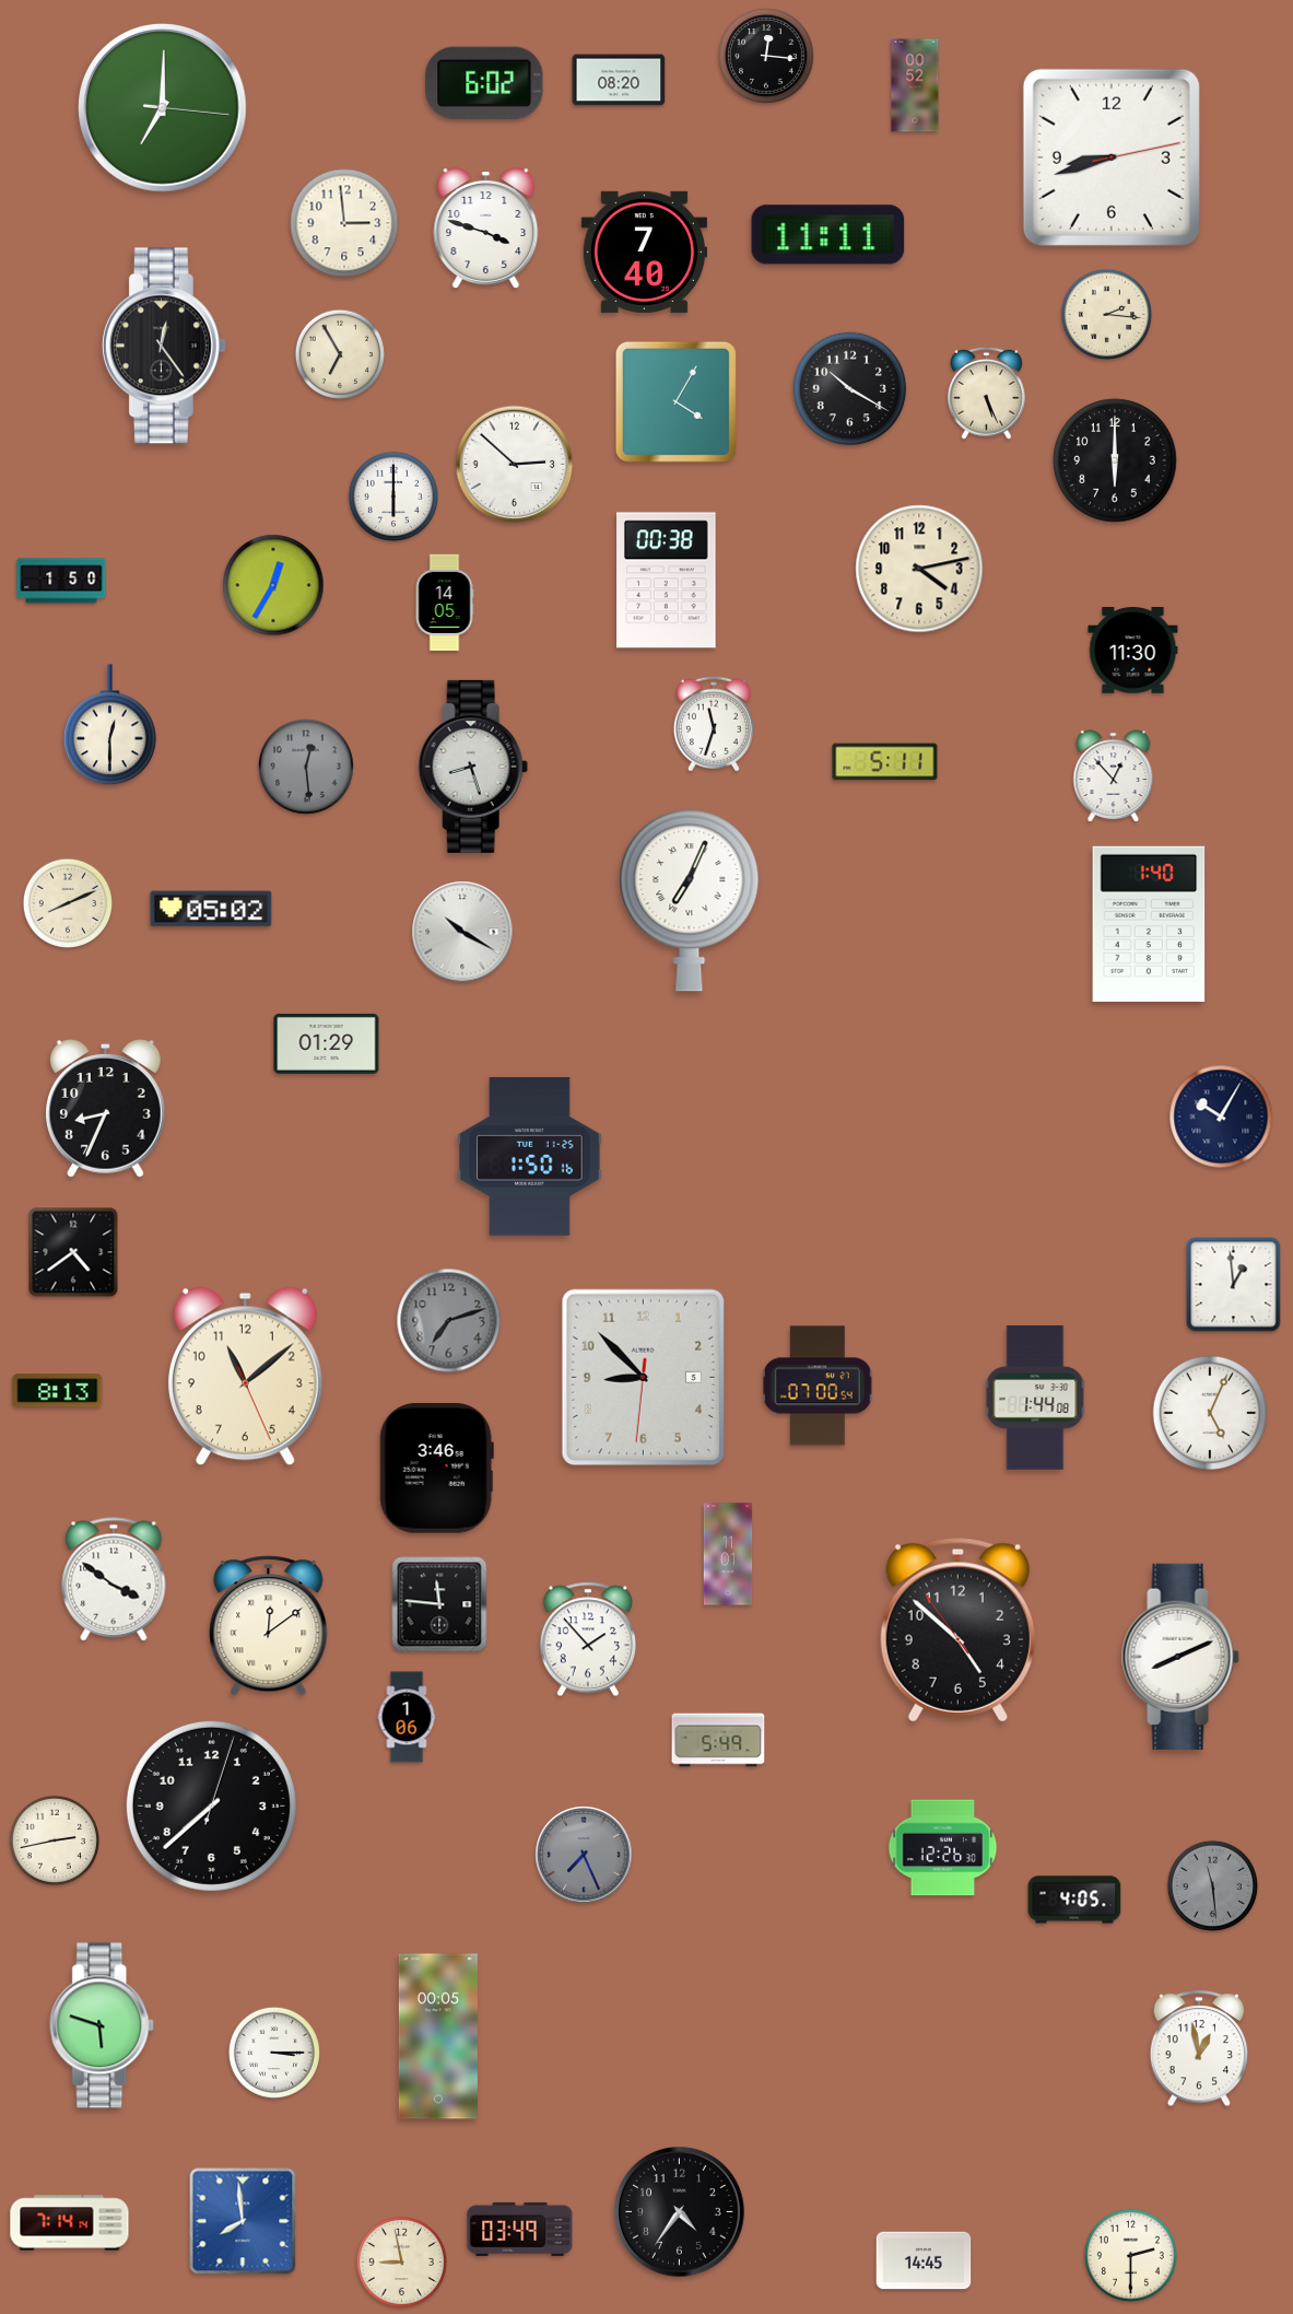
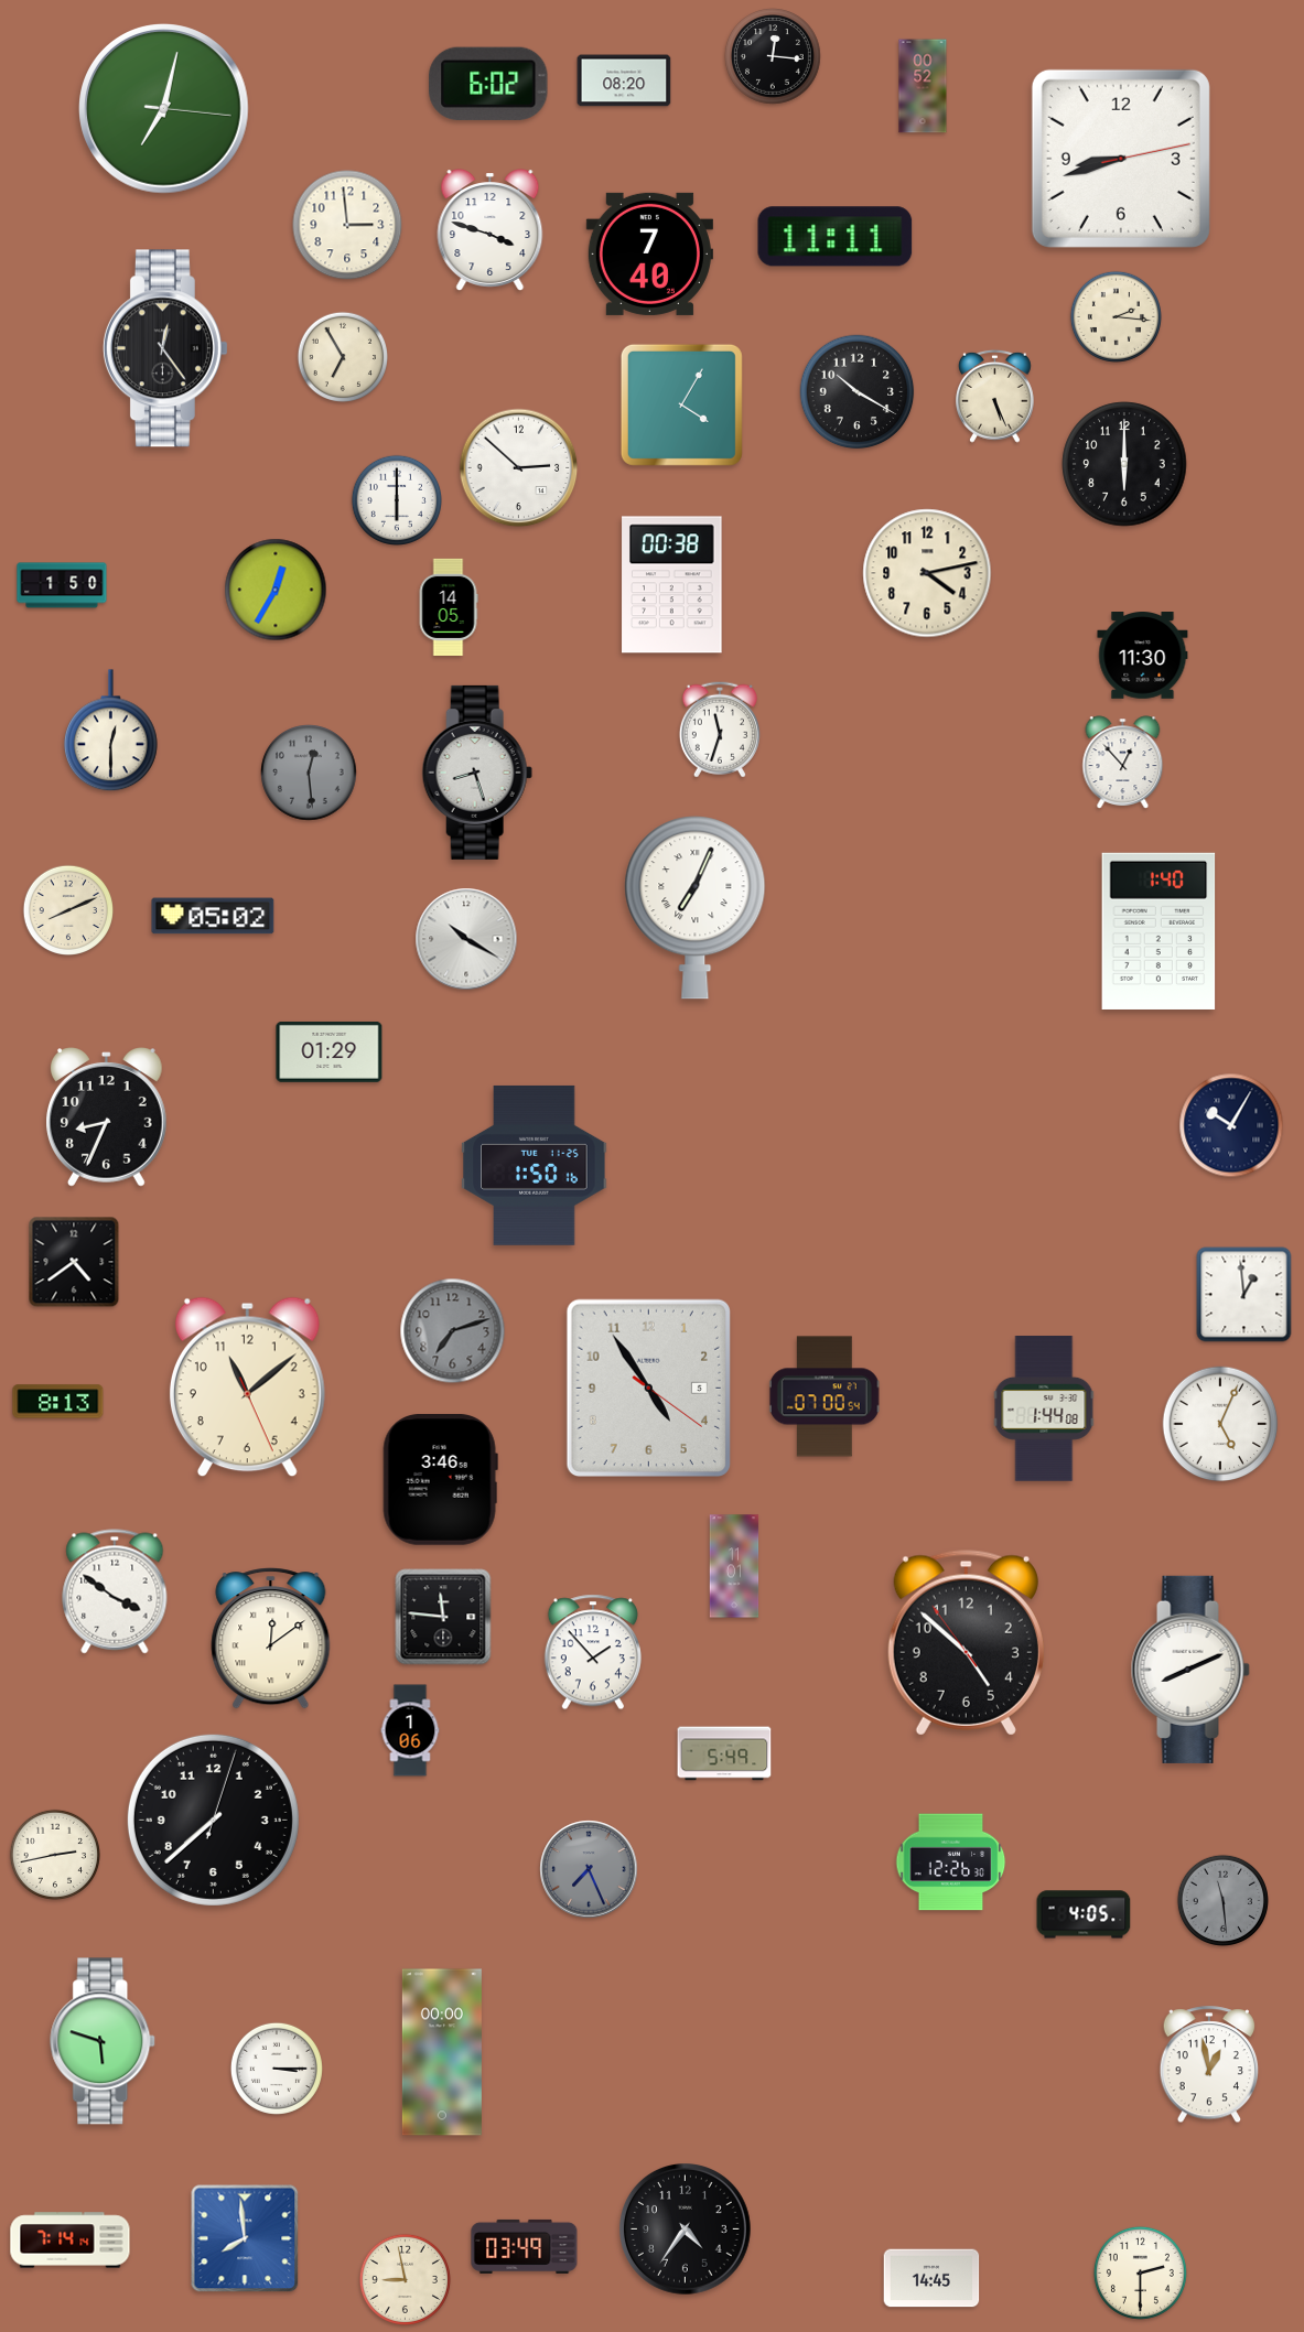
clock at (163, 108): 7:00 -> 7:02
clock at (885, 762): 5:11 -> none
clock at (1114, 776) position: (1114, 776) -> (1123, 763)
clock at (643, 1377): 8:52 -> 4:54
clock at (438, 2036): 00:05 -> 00:00
